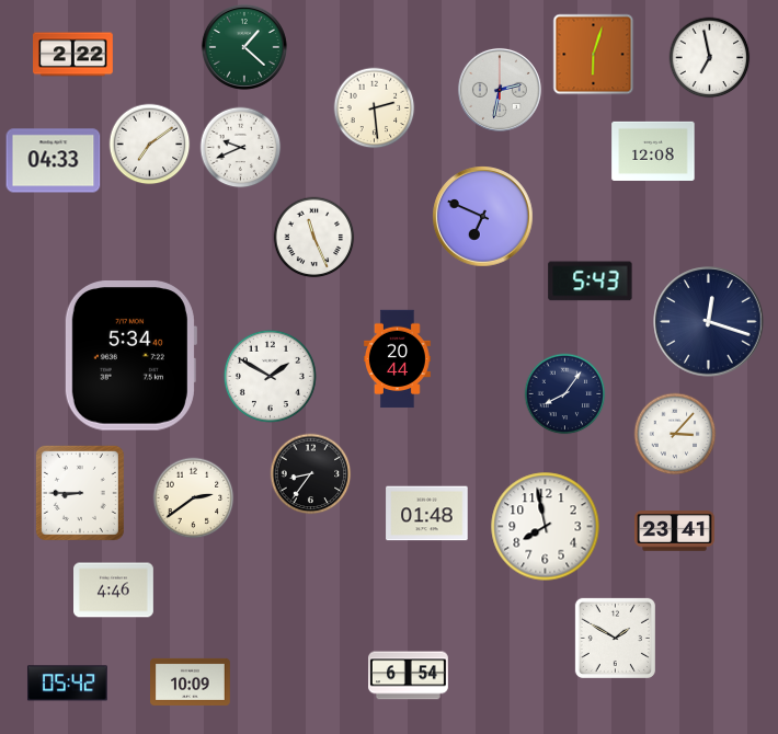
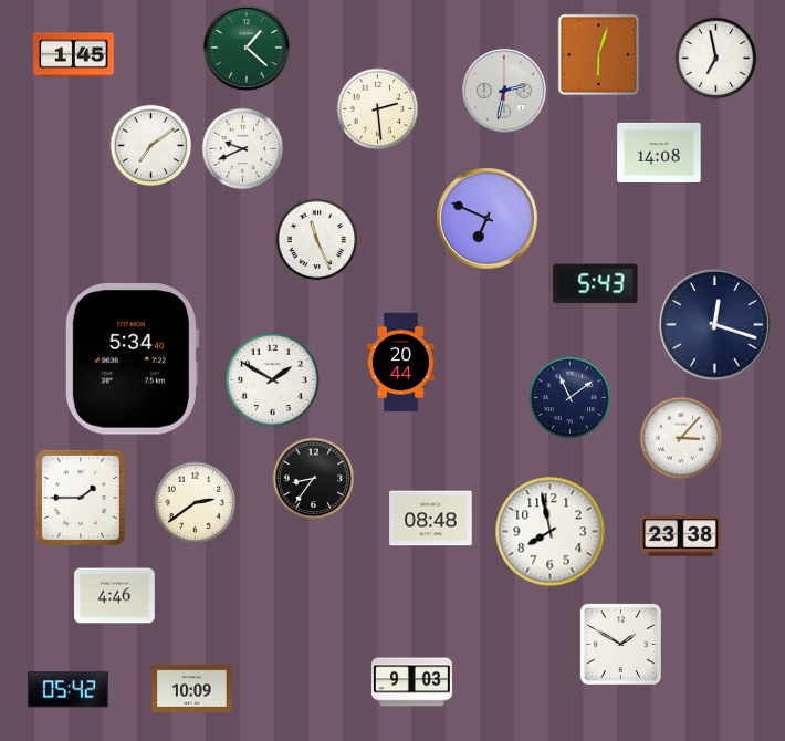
clock at (73, 55): 2:22 -> 1:45
clock at (653, 151): 12:08 -> 14:08
clock at (54, 161): 04:33 -> none
clock at (565, 394): 8:06 -> 11:09
clock at (80, 493): 8:45 -> 1:45
clock at (427, 514): 01:48 -> 08:48
clock at (675, 531): 23:41 -> 23:38
clock at (409, 676): 6:54 -> 9:03
